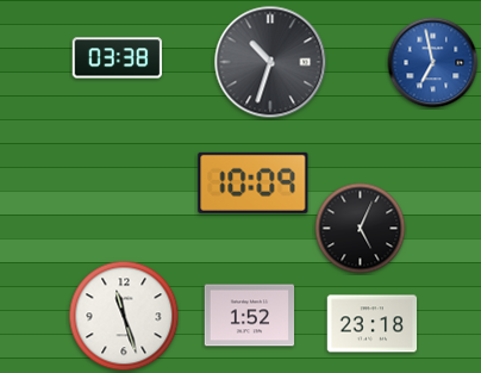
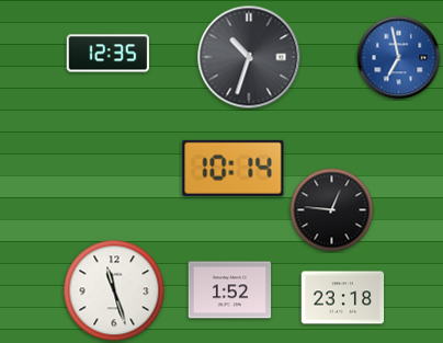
clock at (118, 58): 03:38 -> 12:35
clock at (254, 182): 10:09 -> 10:14
clock at (361, 229): 5:04 -> 12:46
